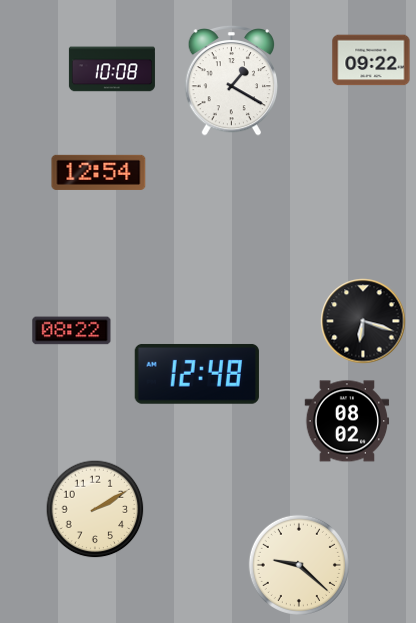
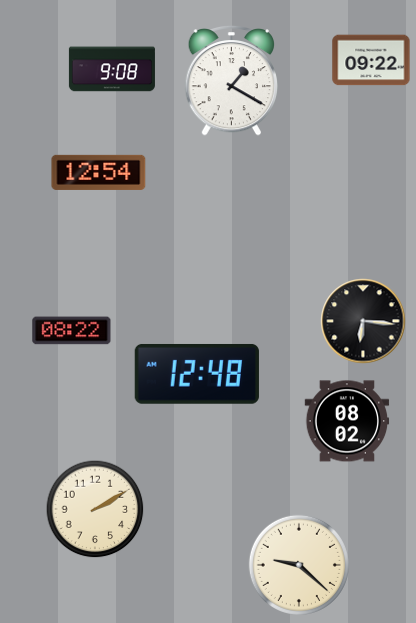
clock at (112, 69): 10:08 -> 9:08
clock at (363, 321): 6:18 -> 6:16
